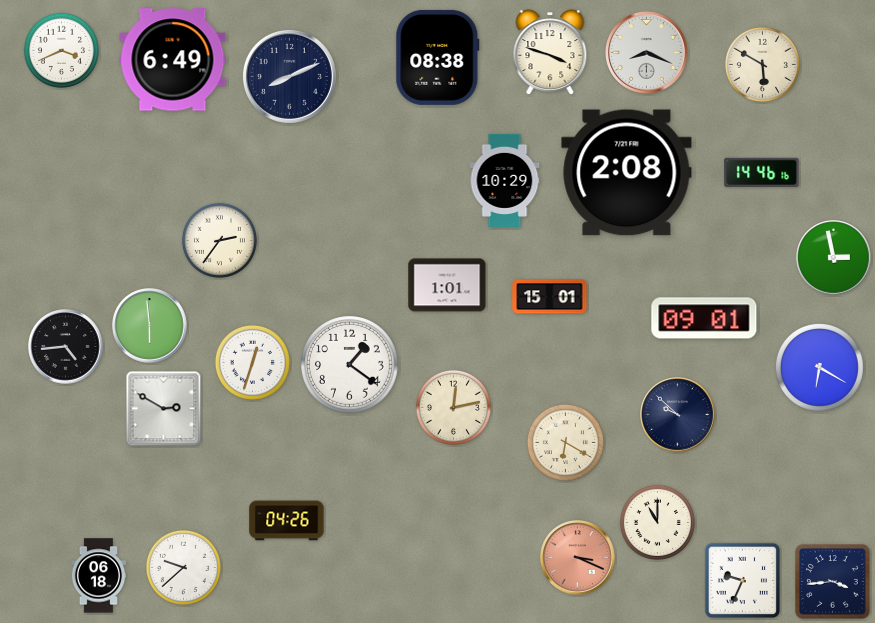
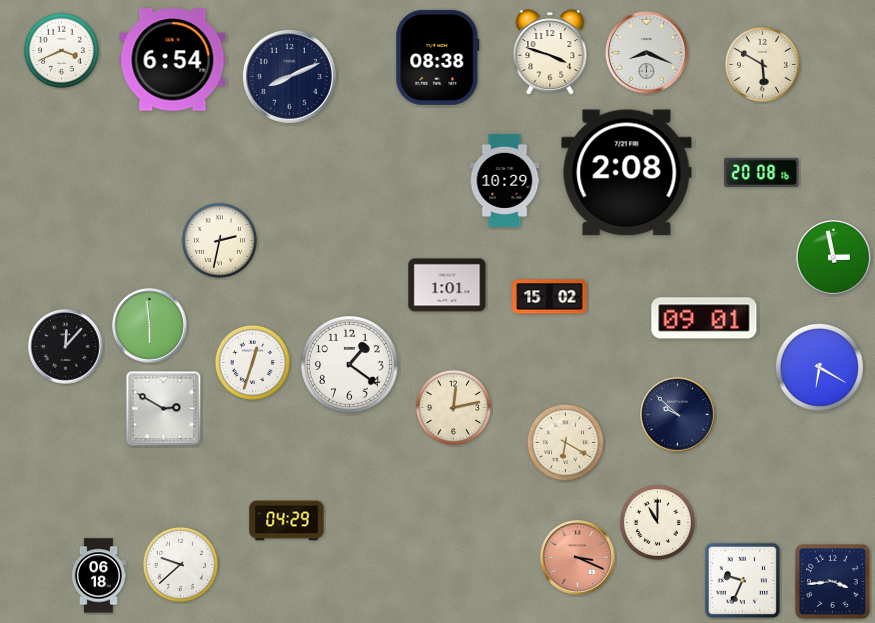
clock at (173, 60): 6:49 -> 6:54
clock at (762, 172): 14:46 -> 20:08
clock at (219, 240): 2:36 -> 2:32
clock at (550, 297): 15:01 -> 15:02
clock at (66, 347): 4:44 -> 12:07
clock at (287, 521): 04:26 -> 04:29
clock at (183, 567) position: (183, 567) -> (180, 564)
